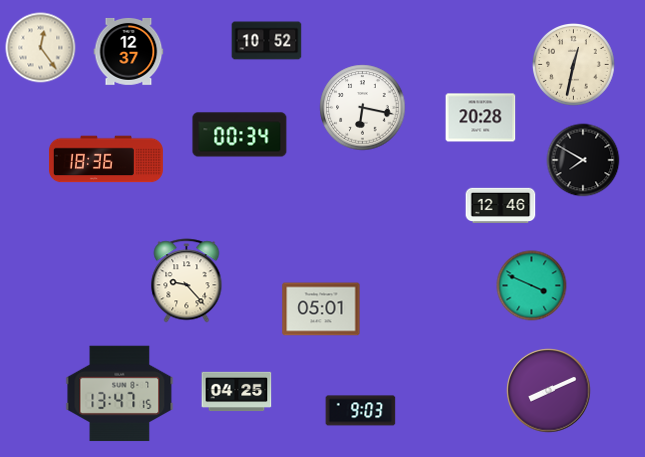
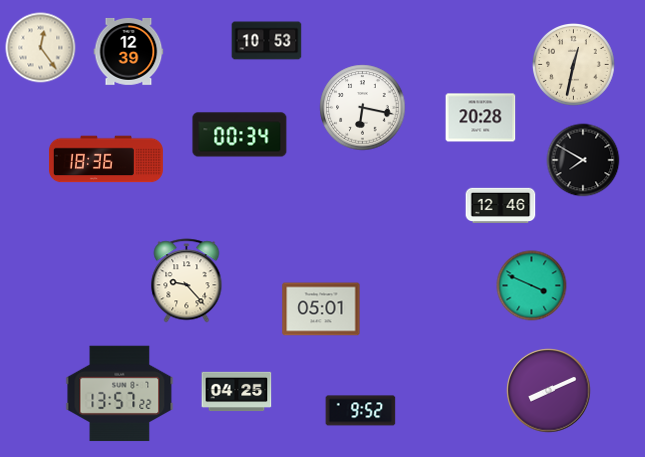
clock at (267, 41): 10:52 -> 10:53
clock at (129, 51): 12:37 -> 12:39
clock at (120, 394): 13:47 -> 13:57
clock at (361, 411): 9:03 -> 9:52
